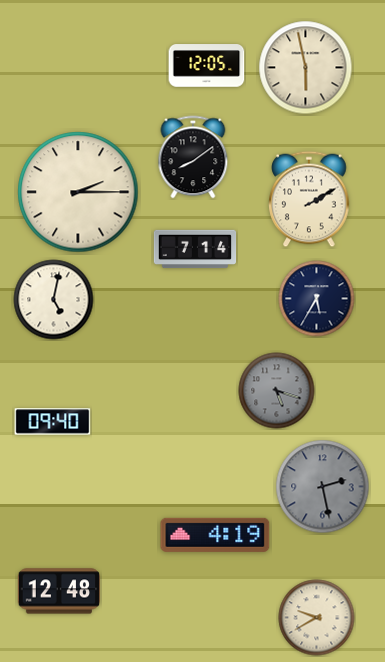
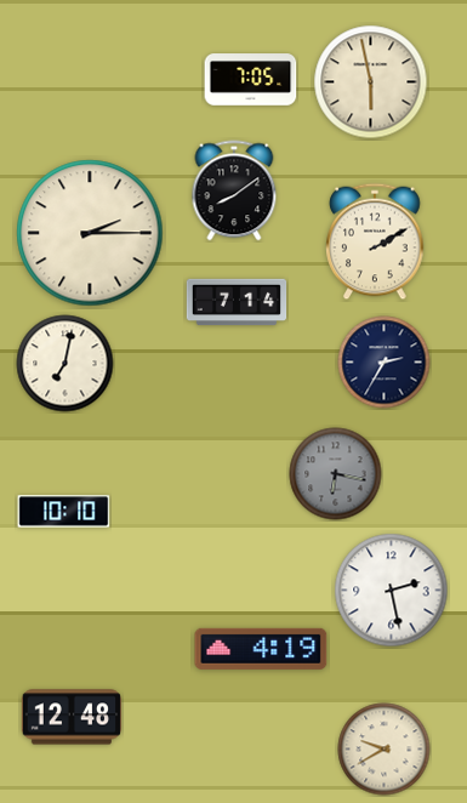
clock at (207, 66): 12:05 -> 7:05
clock at (78, 192) position: (78, 192) -> (90, 233)
clock at (317, 299): 5:35 -> 2:35
clock at (54, 300): 5:02 -> 7:02
clock at (277, 391): 5:18 -> 6:17
clock at (53, 422): 09:40 -> 10:10
clock at (323, 487) dial: grey -> white
